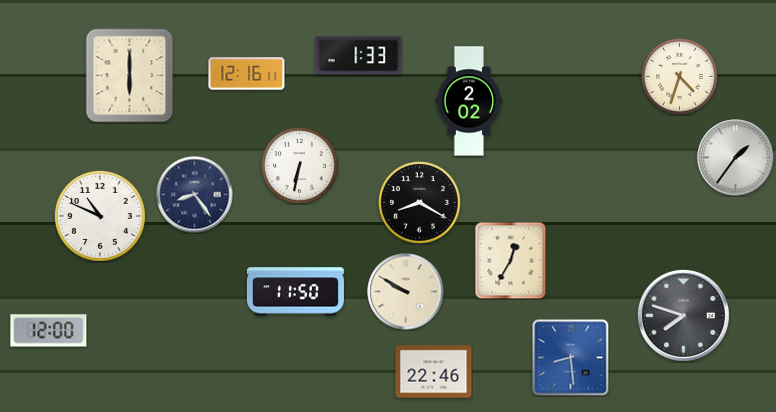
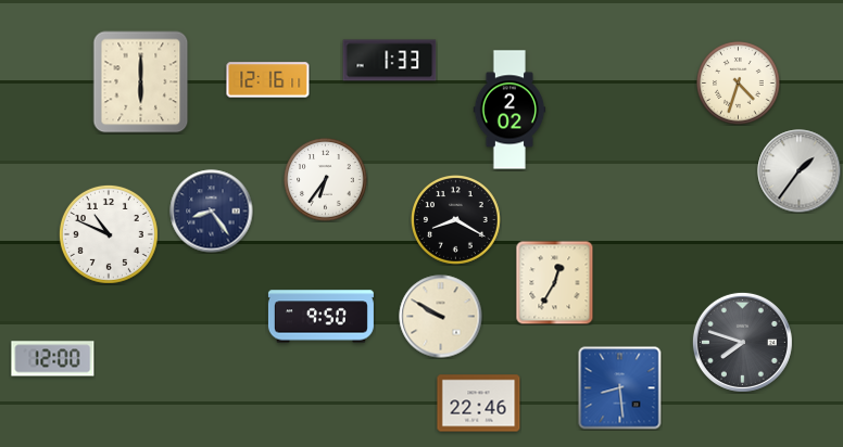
clock at (300, 166): 6:32 -> 6:36
clock at (295, 292): 11:50 -> 9:50
clock at (434, 372) position: (434, 372) -> (479, 404)
